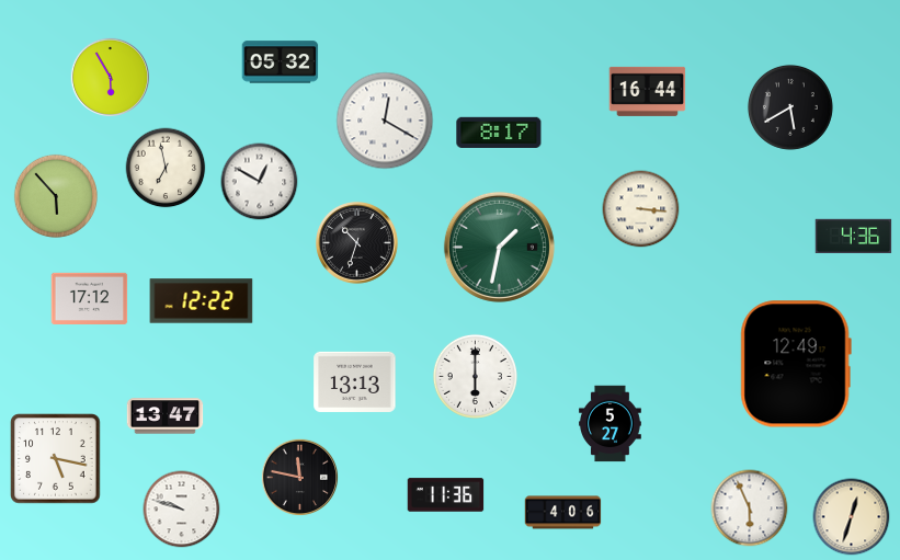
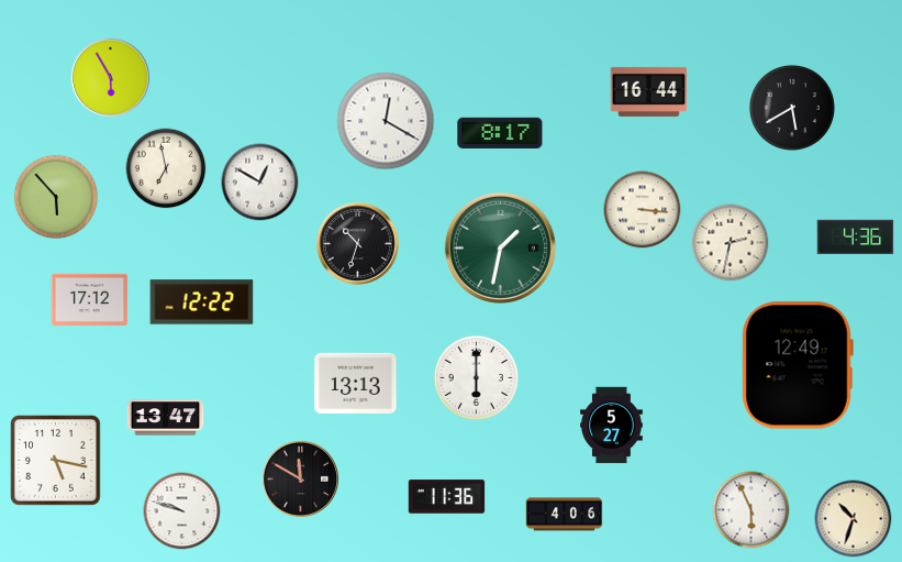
clock at (281, 62): 05:32 -> none
clock at (731, 243): none -> 2:32
clock at (300, 478): 11:47 -> 11:50
clock at (852, 517): 12:33 -> 10:33
